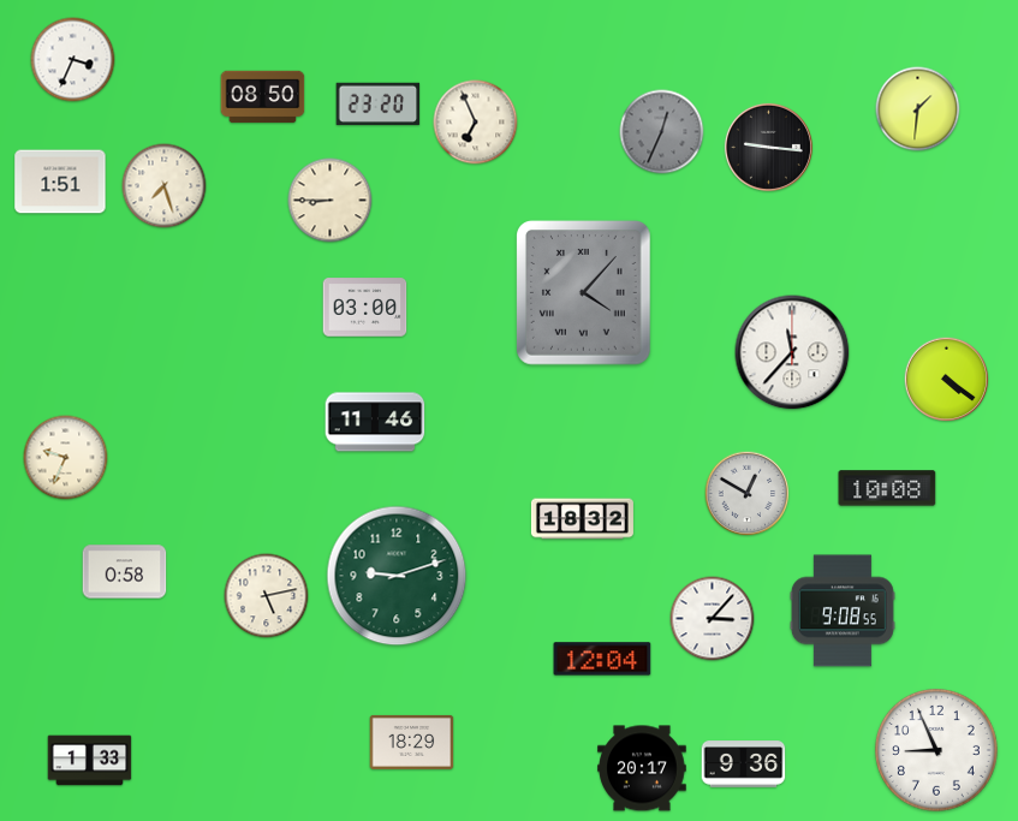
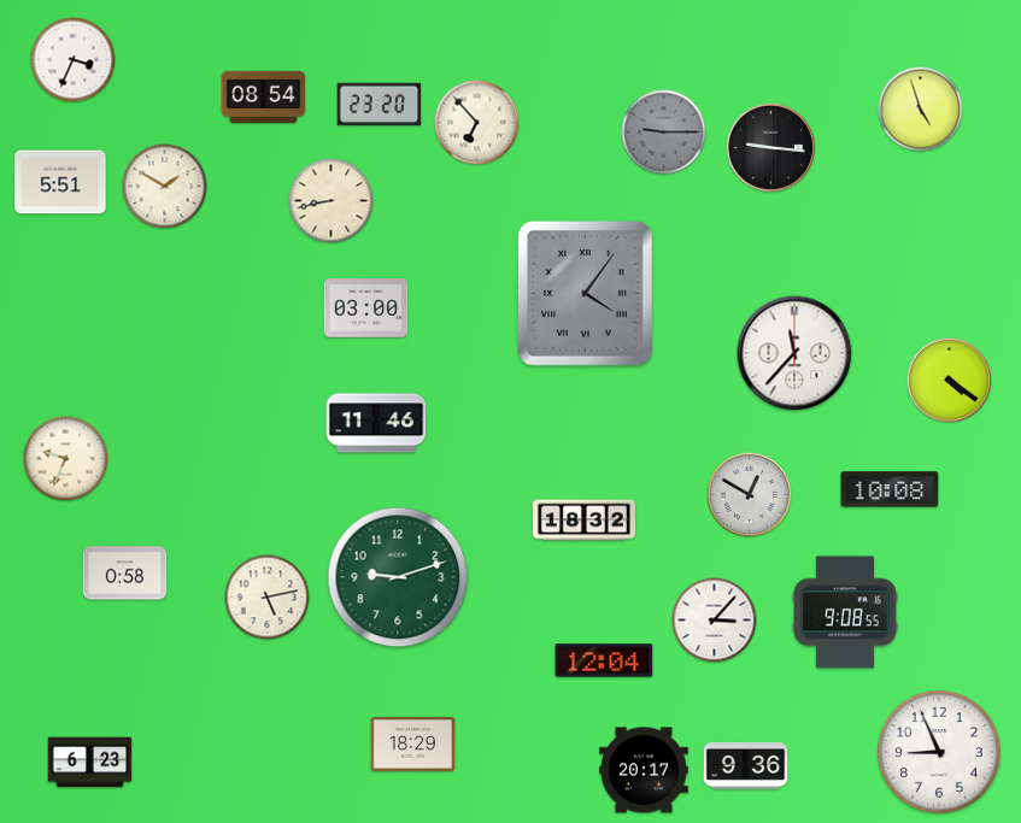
clock at (263, 97): 08:50 -> 08:54
clock at (918, 109): 1:31 -> 4:57
clock at (476, 123): 6:56 -> 6:53
clock at (662, 132): 12:34 -> 9:15
clock at (60, 182): 1:51 -> 5:51
clock at (165, 186): 7:27 -> 1:50
clock at (331, 201): 8:45 -> 8:43
clock at (584, 293): 4:07 -> 4:06
clock at (90, 761): 1:33 -> 6:23
